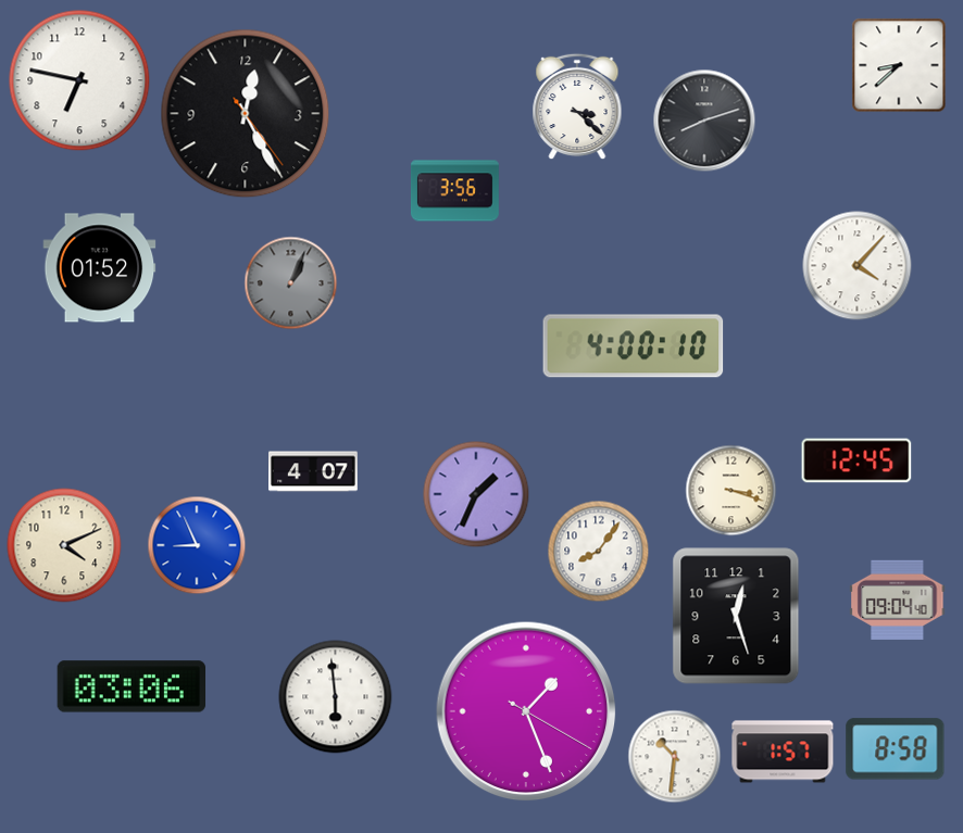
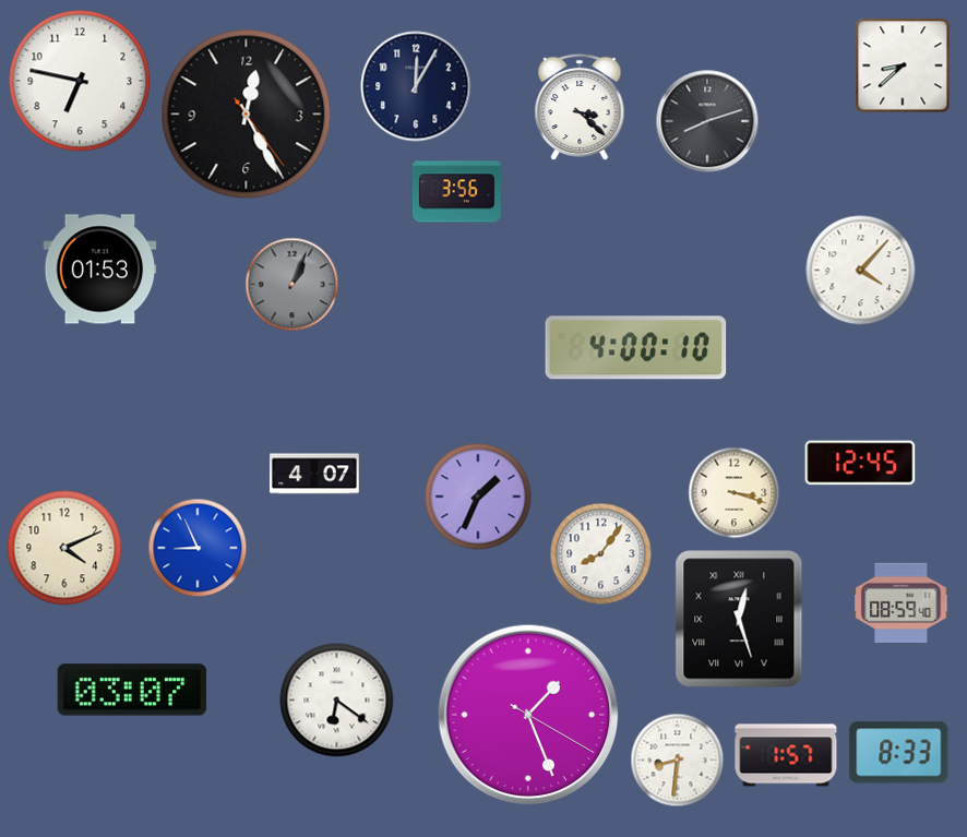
clock at (416, 86): none -> 12:05
clock at (858, 266) position: (858, 266) -> (861, 271)
clock at (100, 268): 01:52 -> 01:53
clock at (898, 599): 09:04 -> 08:59
clock at (736, 616) numerals: Arabic -> Roman
clock at (132, 686): 03:06 -> 03:07
clock at (336, 697): 5:59 -> 6:21
clock at (896, 749): 8:58 -> 8:33
clock at (675, 757): 10:31 -> 8:31
